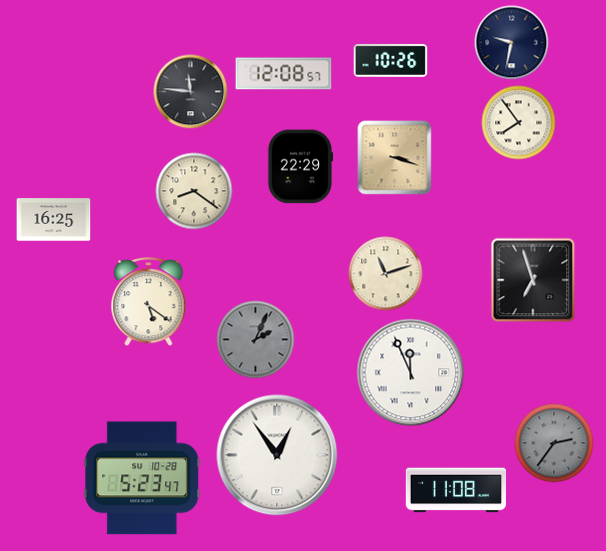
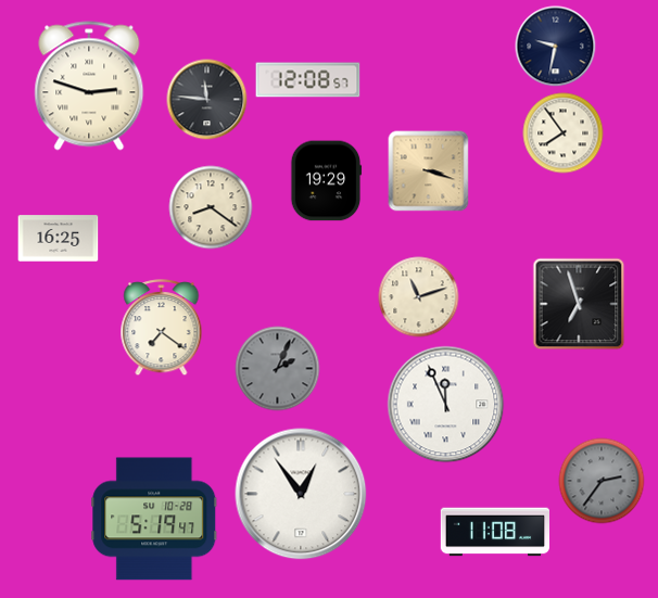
clock at (391, 61): 10:26 -> none
clock at (89, 86): none -> 2:48
clock at (300, 167): 22:29 -> 19:29
clock at (149, 302): 5:21 -> 7:21
clock at (142, 478): 5:23 -> 5:19
